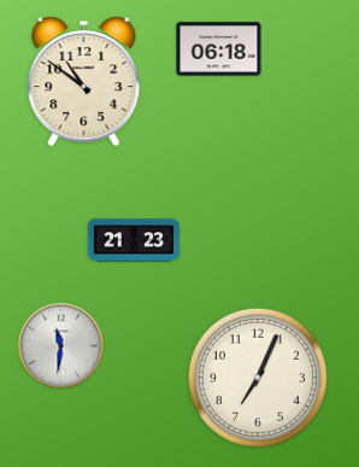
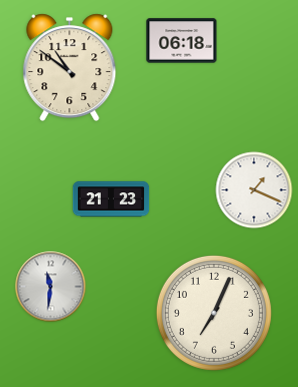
clock at (254, 190): none -> 1:19
